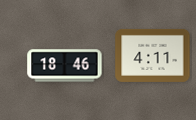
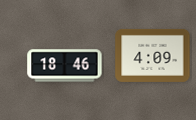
clock at (153, 55): 4:11 -> 4:09
